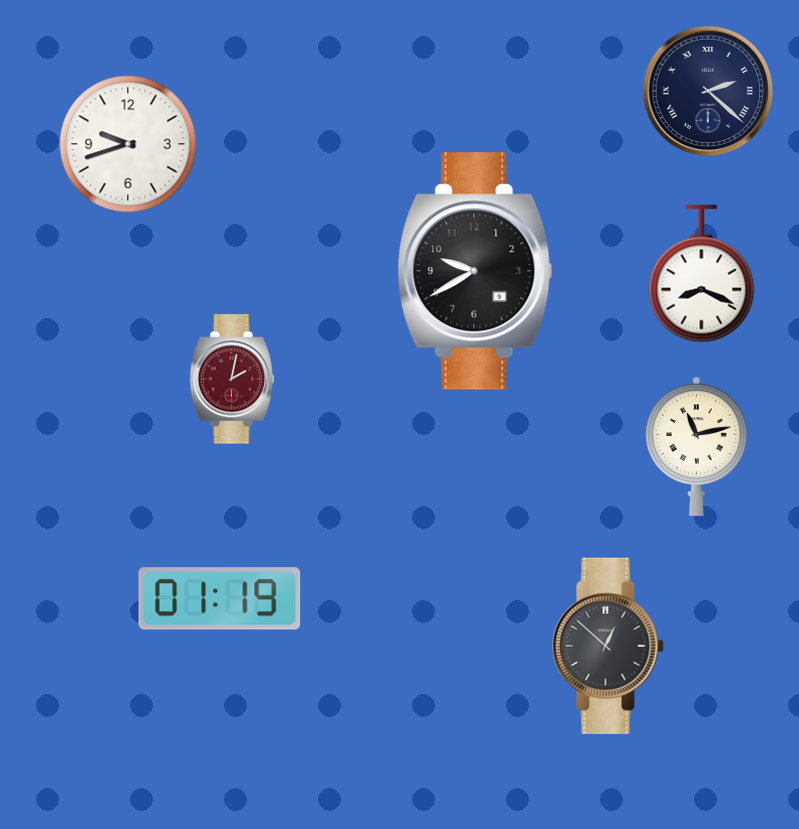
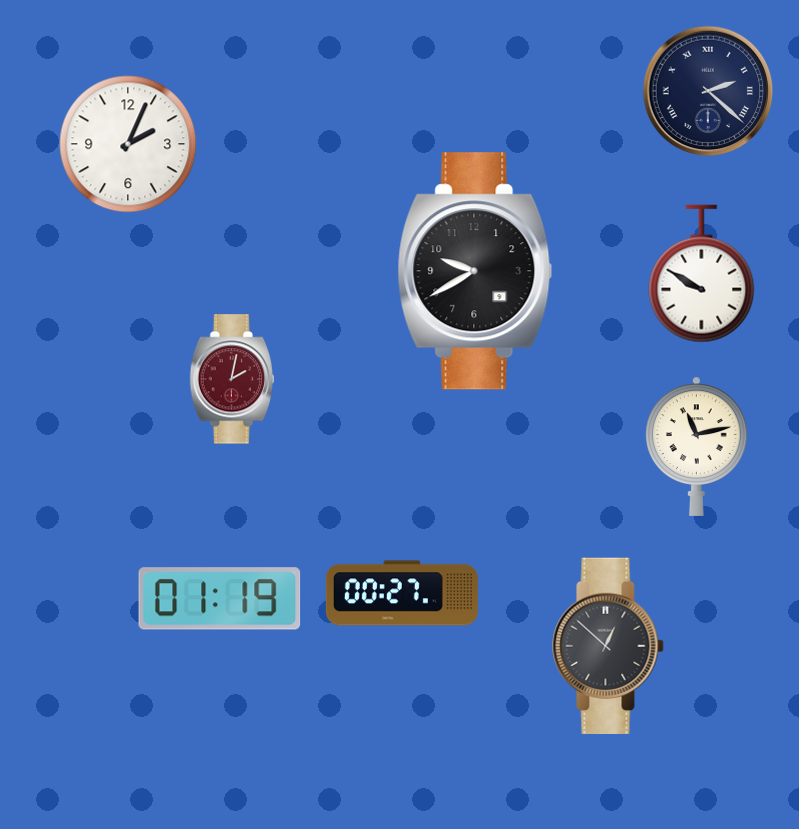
clock at (128, 144): 9:42 -> 2:04
clock at (702, 274): 8:19 -> 9:50
clock at (402, 593): none -> 00:27
